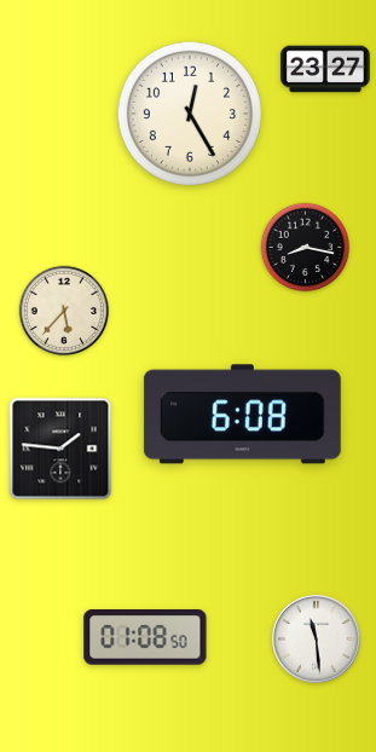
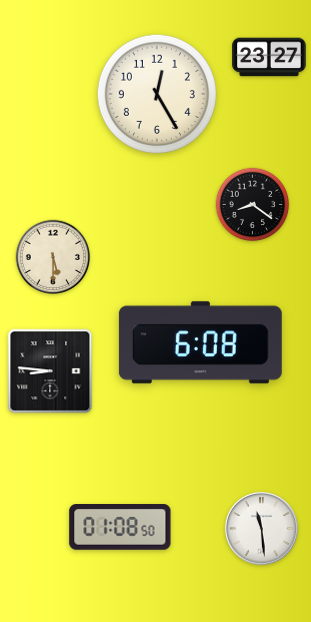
clock at (306, 248): 8:17 -> 8:21
clock at (64, 311): 5:37 -> 5:30
clock at (60, 449): 1:46 -> 8:46
